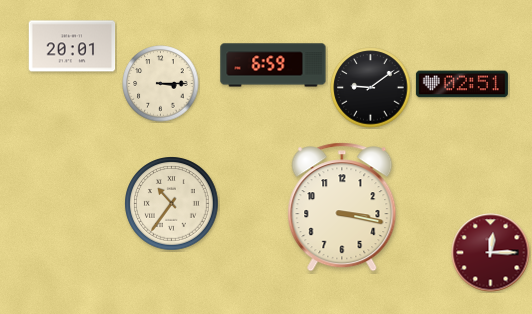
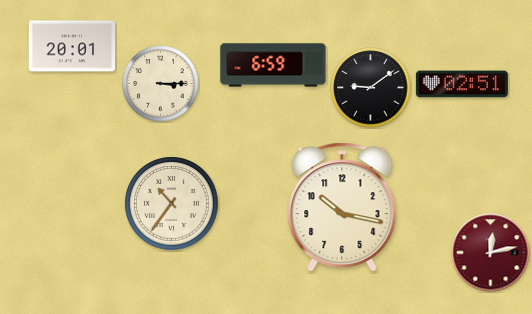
clock at (342, 207): 3:17 -> 10:17
clock at (491, 253): 12:15 -> 12:13
